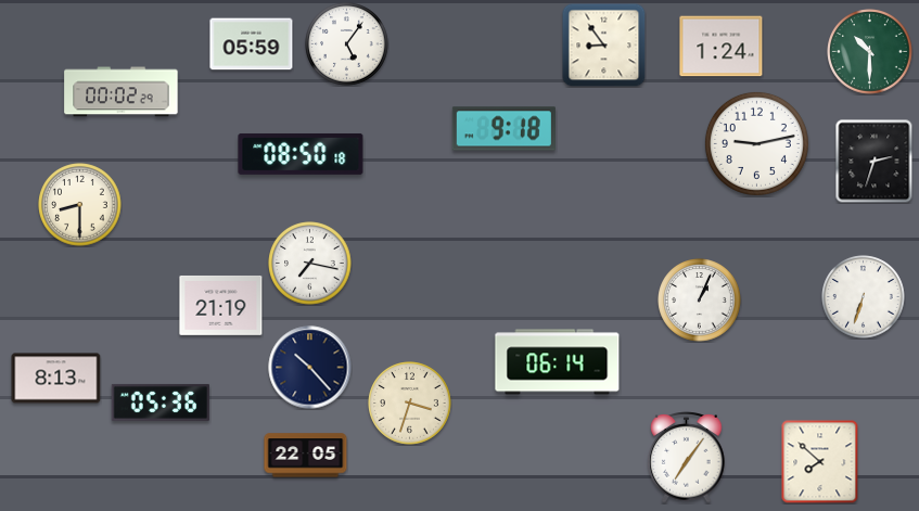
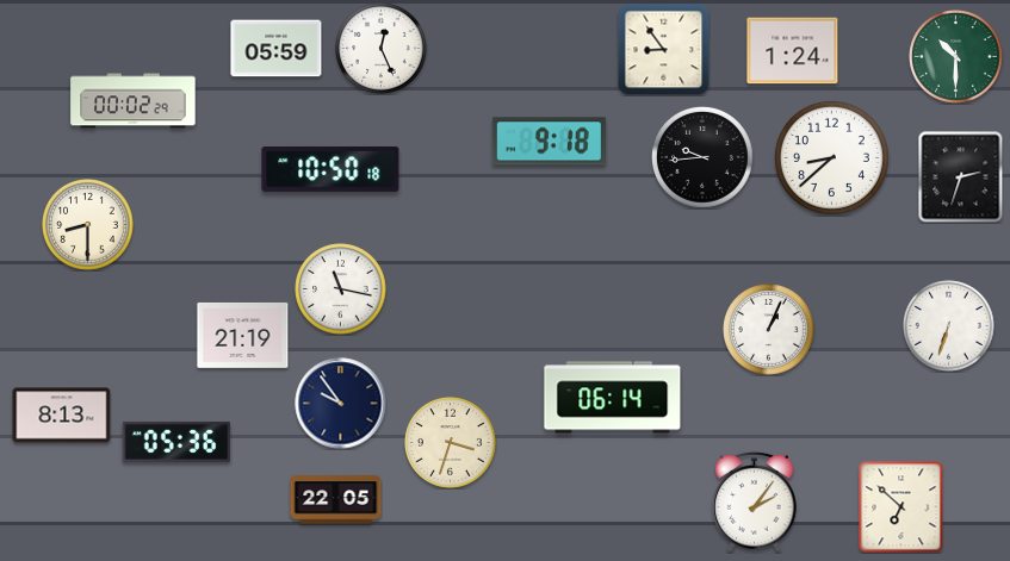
clock at (347, 44): 5:06 -> 12:26
clock at (503, 129) position: (503, 129) -> (549, 142)
clock at (756, 143): 9:13 -> 8:38
clock at (704, 158): none -> 9:44
clock at (301, 154): 08:50 -> 10:50
clock at (310, 264): 7:17 -> 11:17
clock at (310, 368): 10:23 -> 9:54
clock at (687, 458): 7:06 -> 2:06
clock at (820, 461): 7:52 -> 6:52
